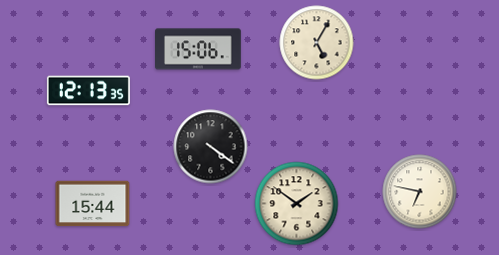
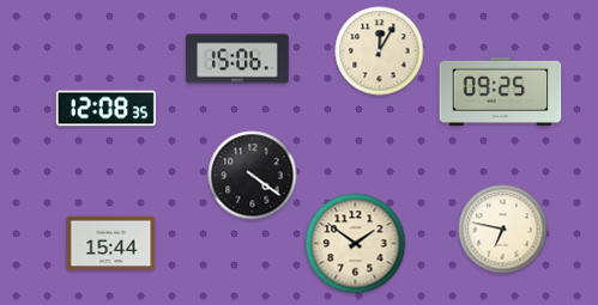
clock at (317, 43): 5:05 -> 12:05
clock at (501, 91): none -> 09:25
clock at (88, 91): 12:13 -> 12:08
